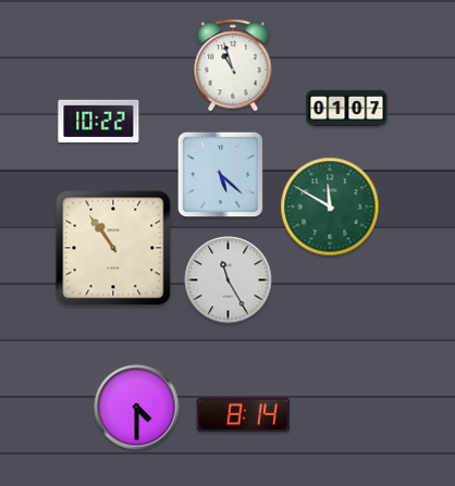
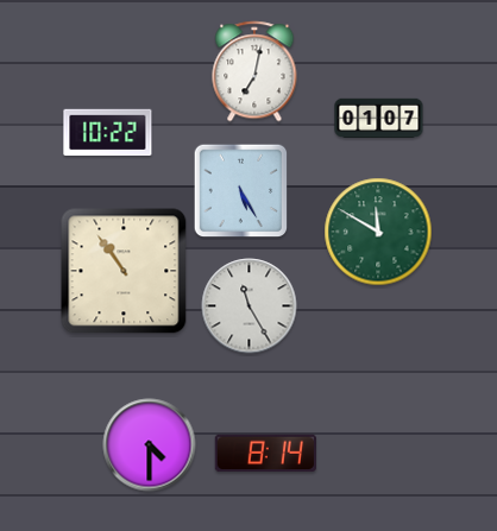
clock at (233, 65): 10:57 -> 7:02
clock at (221, 175): 5:22 -> 5:25
clock at (330, 207) position: (330, 207) -> (378, 232)
